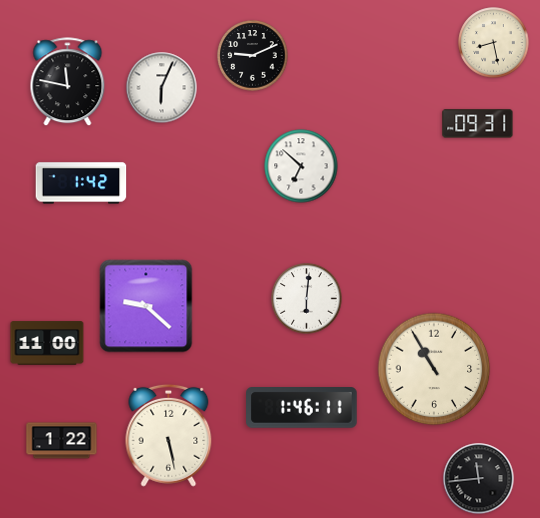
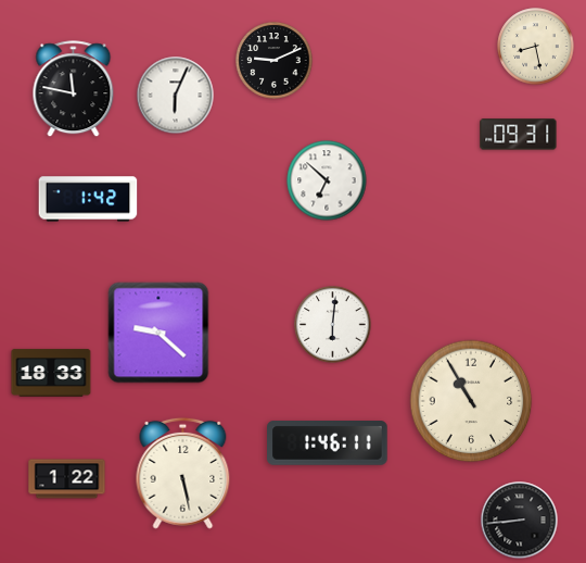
clock at (47, 343): 11:00 -> 18:33
clock at (479, 479): 11:44 -> 8:44
